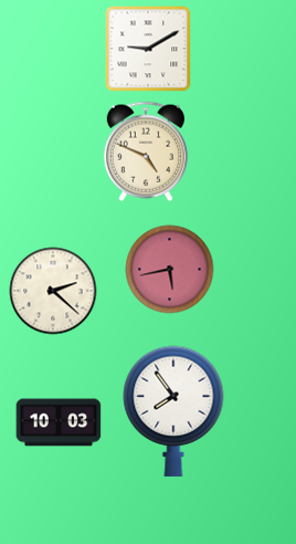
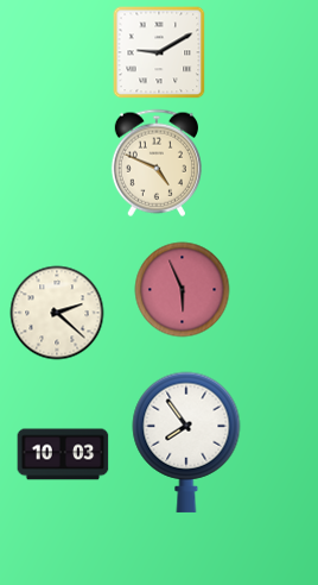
clock at (170, 270): 5:43 -> 5:56
